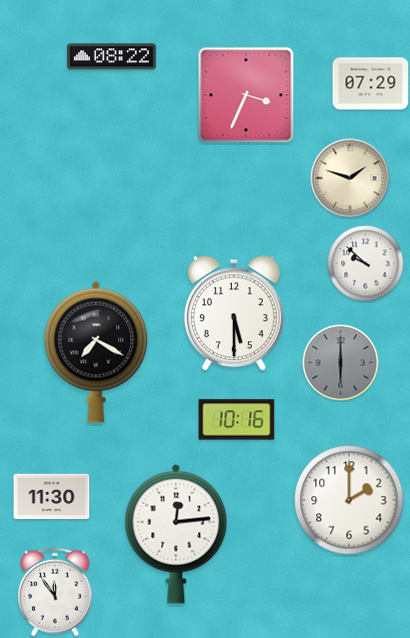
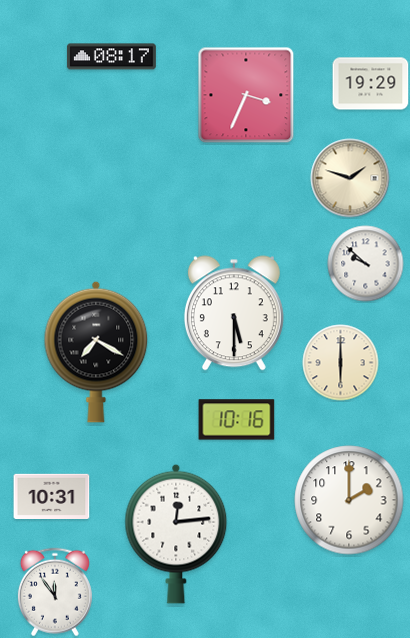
clock at (111, 57): 08:22 -> 08:17
clock at (371, 84): 07:29 -> 19:29
clock at (341, 363) dial: grey -> cream
clock at (52, 496): 11:30 -> 10:31
